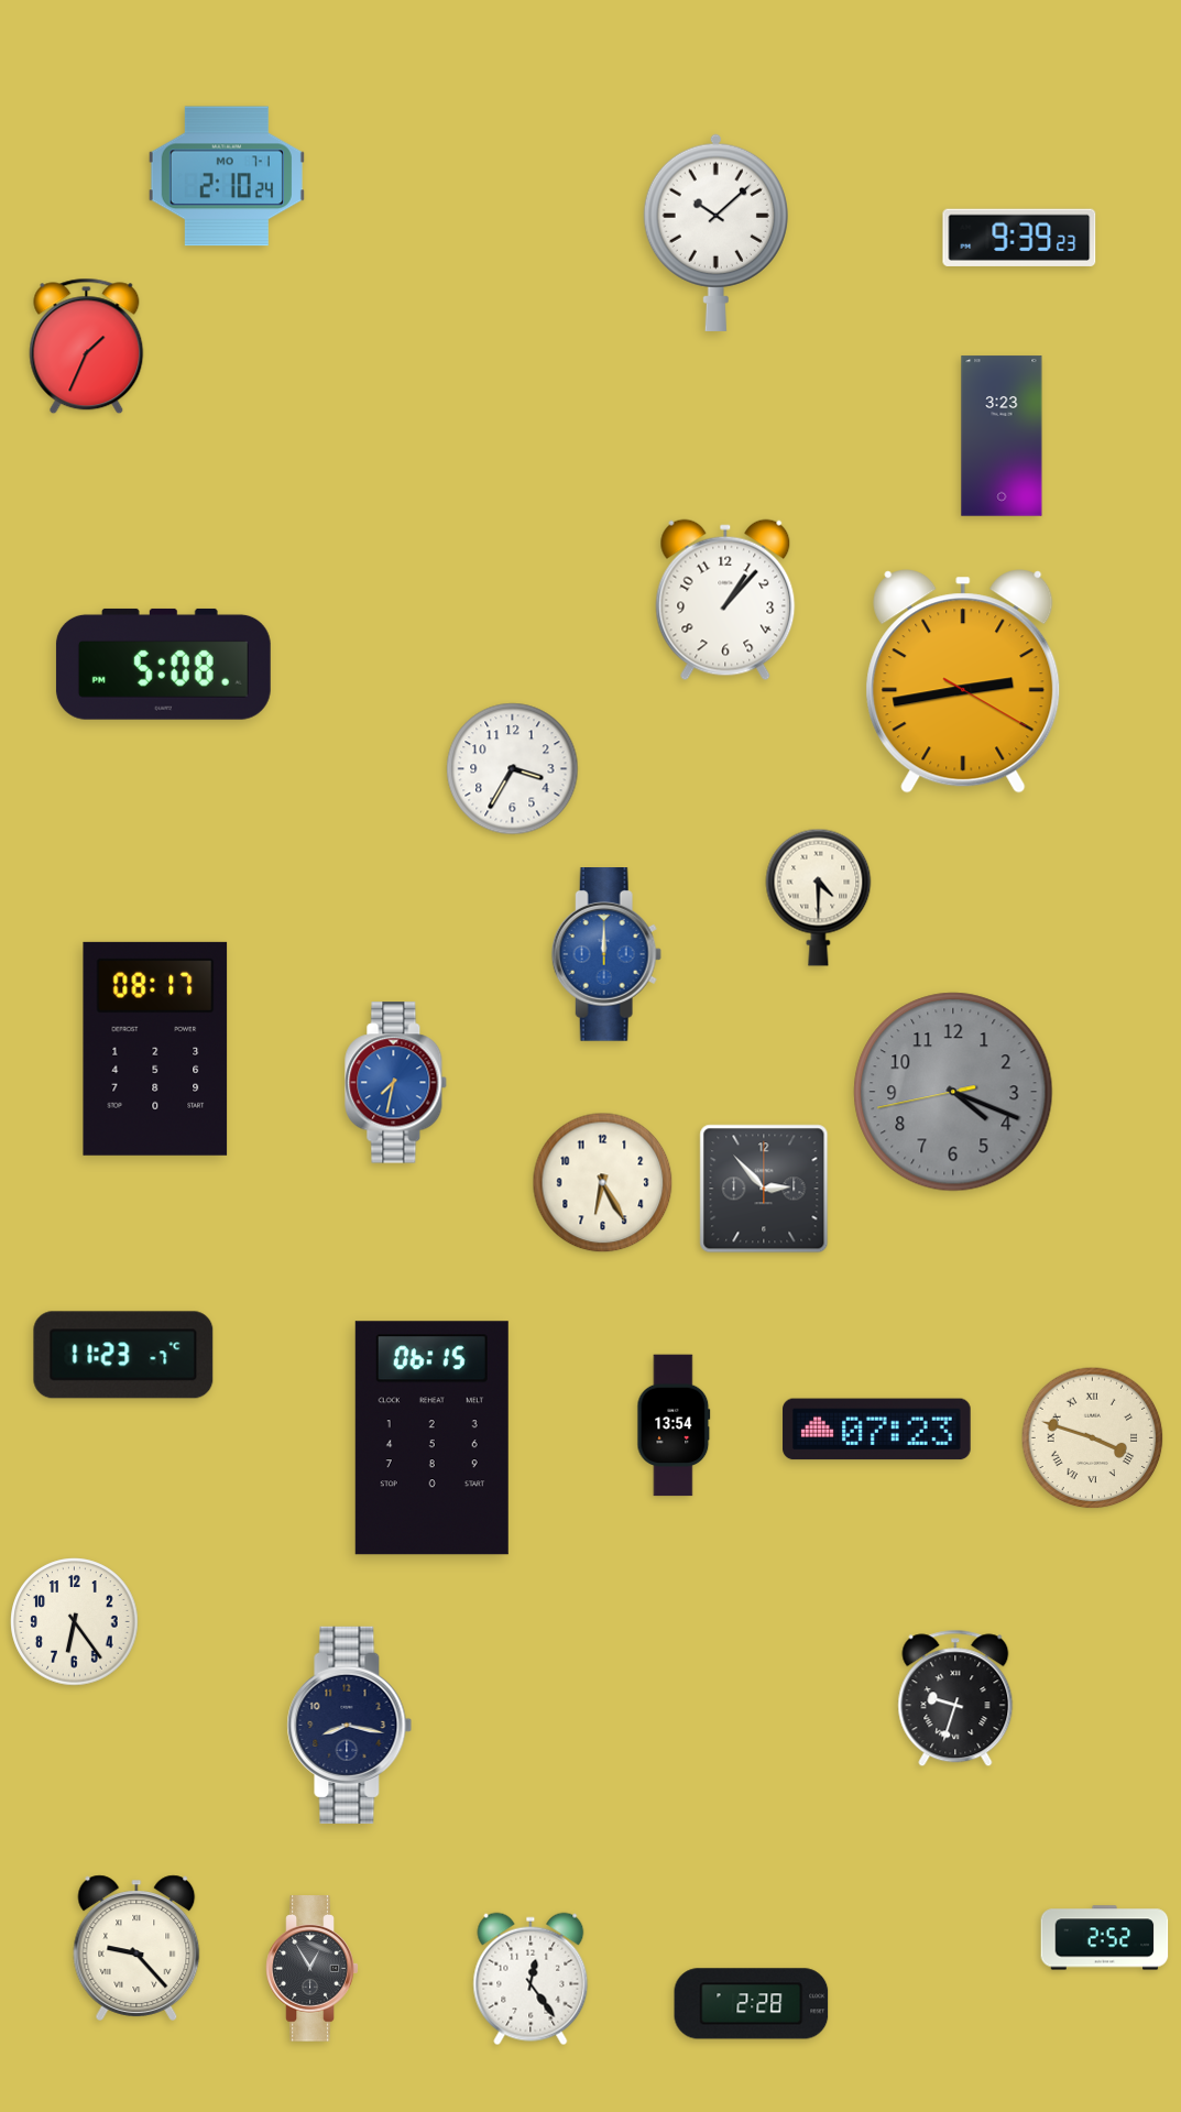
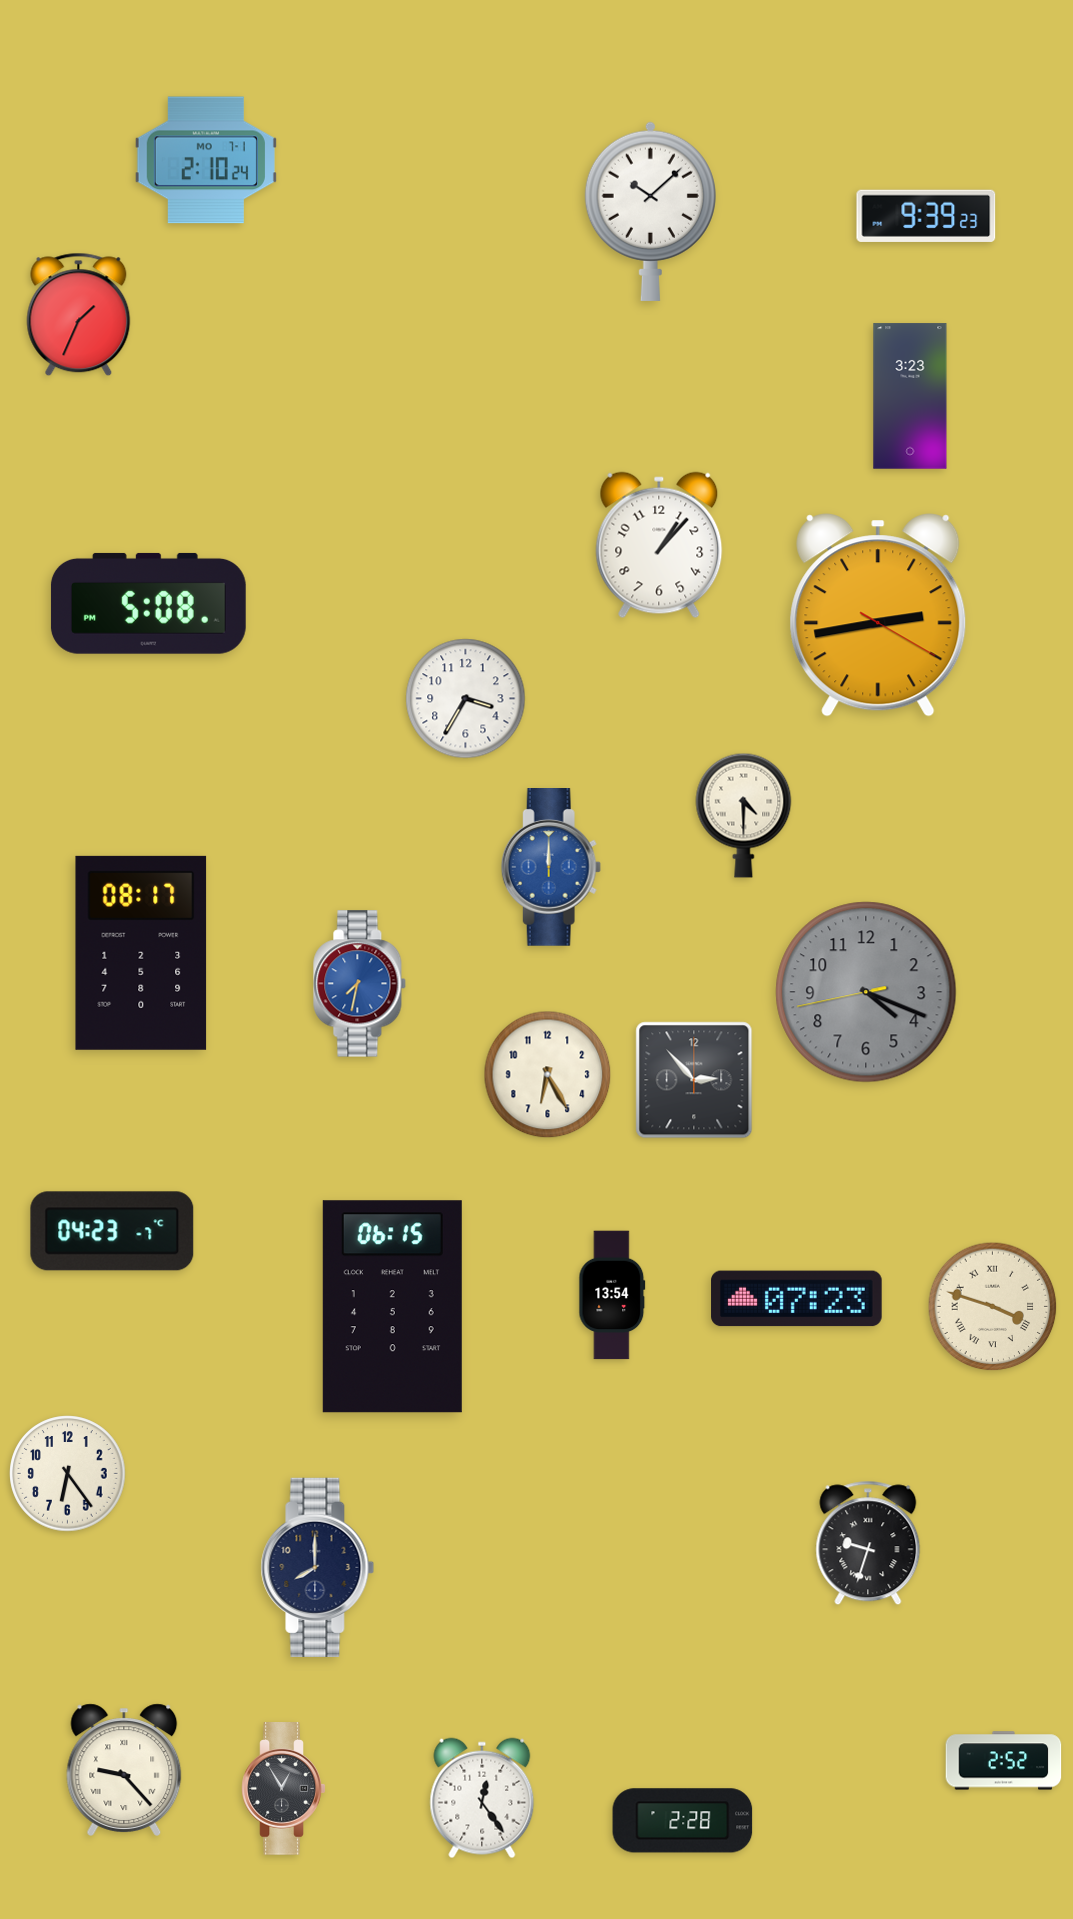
clock at (963, 681) position: (963, 681) -> (878, 615)
clock at (123, 1355): 11:23 -> 04:23
clock at (350, 1725): 8:17 -> 8:00
